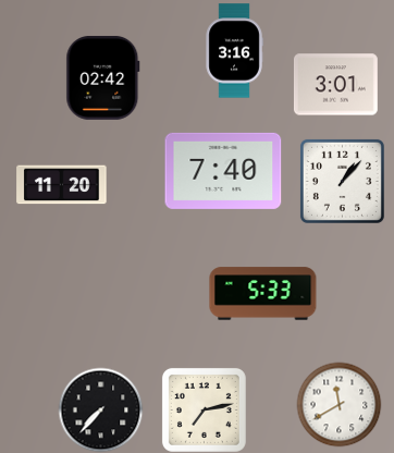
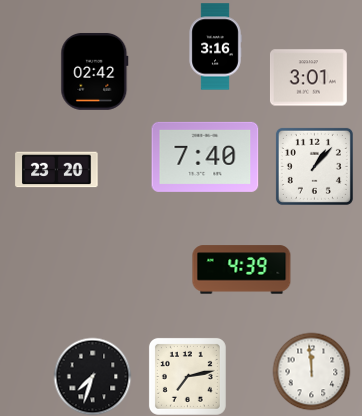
clock at (62, 185): 11:20 -> 23:20
clock at (263, 294): 5:33 -> 4:39
clock at (338, 404): 11:40 -> 11:59
clock at (100, 409): 7:37 -> 7:33
